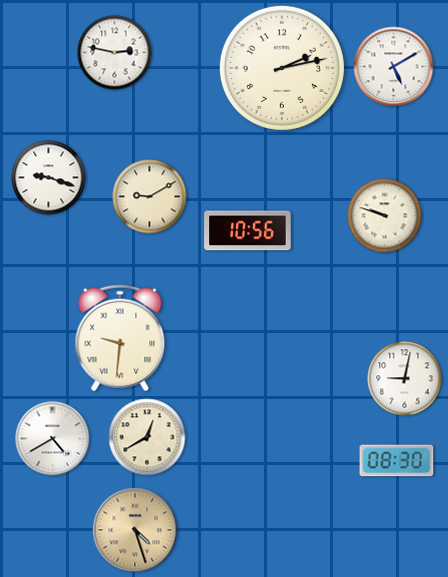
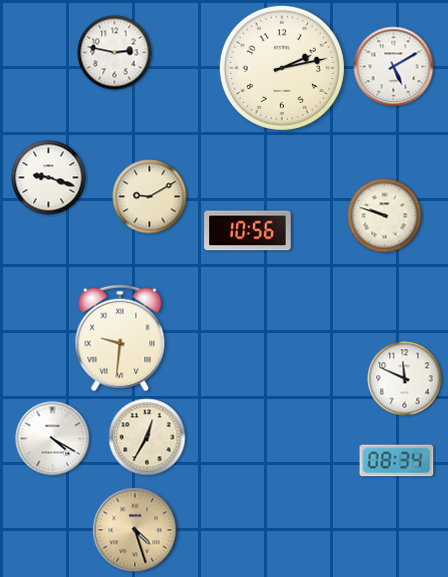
clock at (405, 379): 9:02 -> 11:49
clock at (147, 437): 12:40 -> 12:35
clock at (53, 439): 4:40 -> 4:20
clock at (397, 461): 08:30 -> 08:34
